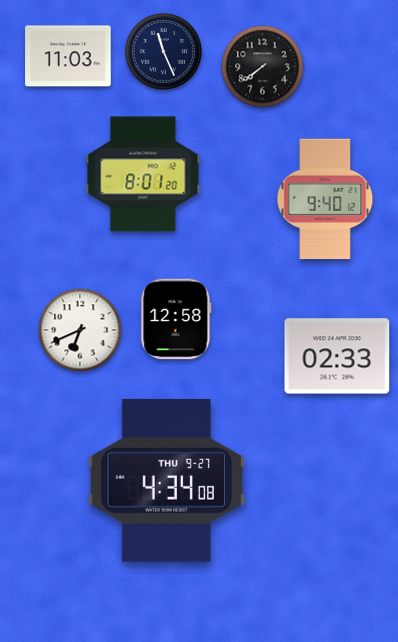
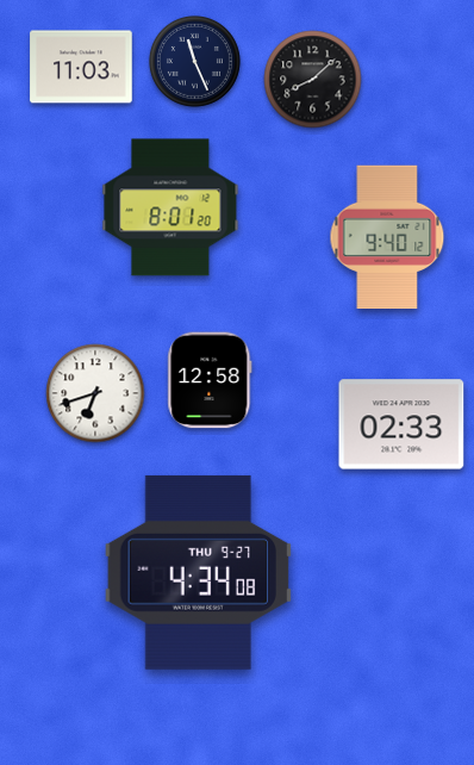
clock at (263, 67): 7:39 -> 8:08
clock at (80, 330): 6:41 -> 6:42
